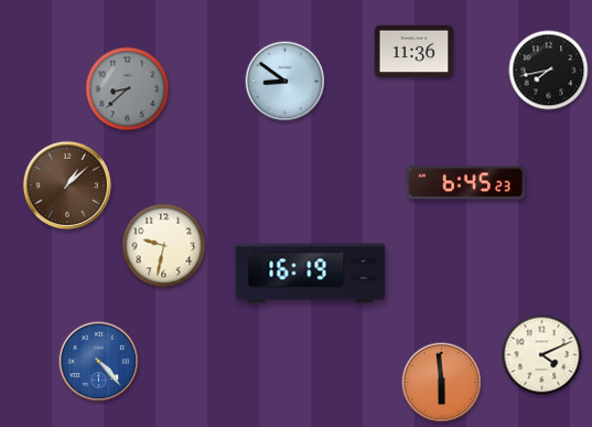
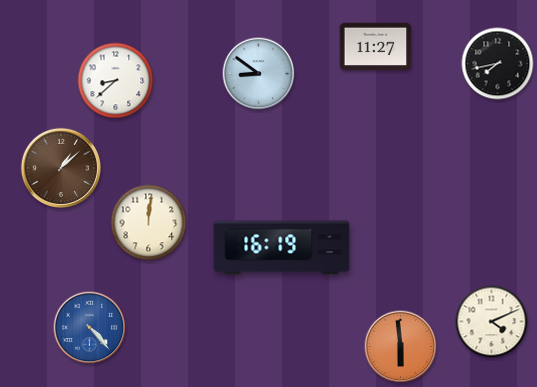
clock at (415, 52): 11:36 -> 11:27
clock at (128, 89) dial: grey -> white
clock at (465, 183): 6:45 -> none
clock at (164, 246): 9:32 -> 12:01
